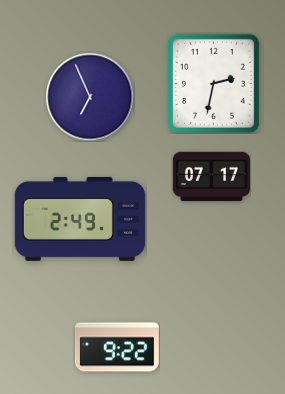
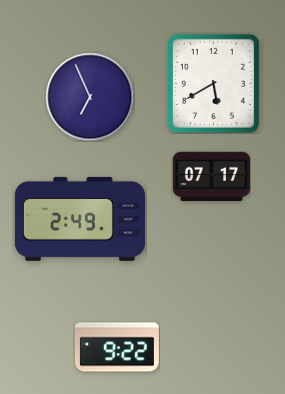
clock at (213, 83): 2:32 -> 5:40
